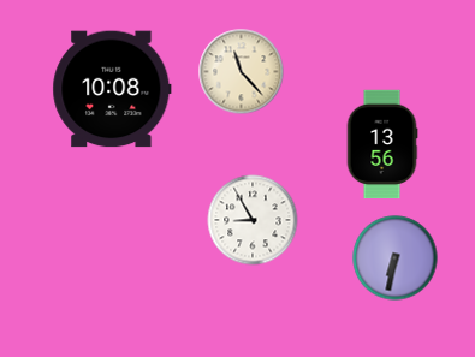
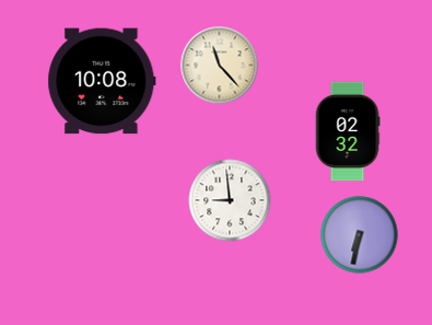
clock at (382, 144): 13:56 -> 02:32
clock at (253, 220): 8:55 -> 8:59
